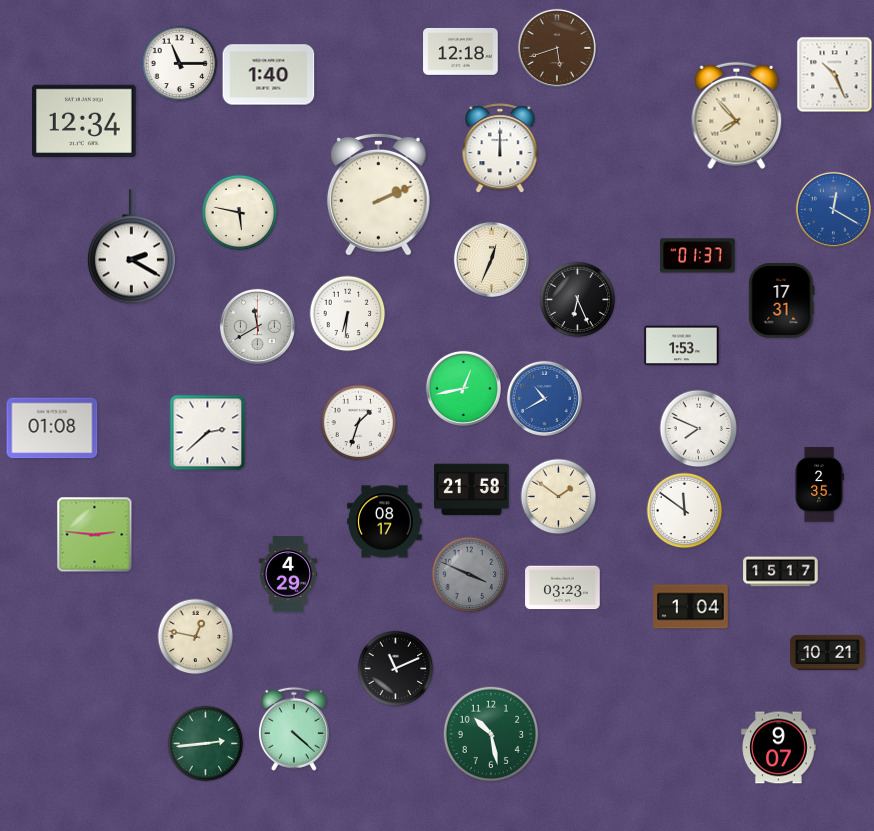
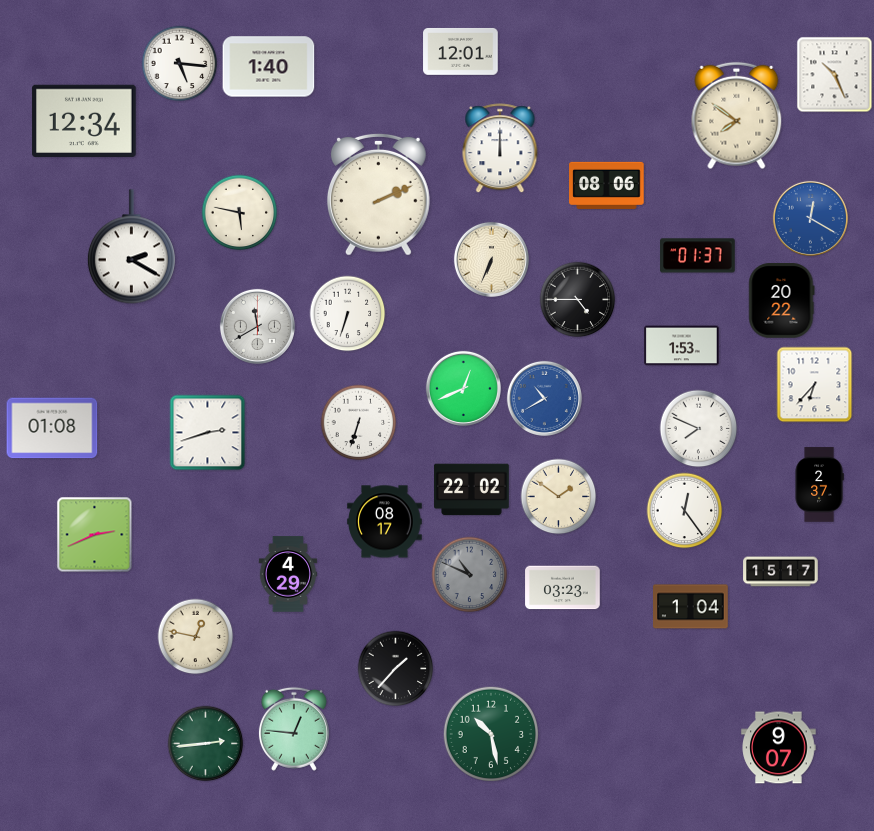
clock at (557, 48): 5:42 -> none
clock at (461, 52): 12:18 -> 12:01
clock at (180, 64): 11:15 -> 5:16
clock at (269, 75) position: (269, 75) -> (269, 67)
clock at (737, 116): 7:53 -> 7:51
clock at (607, 185): none -> 08:06
clock at (833, 209) position: (833, 209) -> (810, 218)
clock at (491, 259): 12:34 -> 6:34
clock at (578, 300): 6:26 -> 4:45
clock at (782, 301): 17:31 -> 20:22
clock at (348, 314): 6:31 -> 6:33
clock at (815, 385): none -> 6:37
clock at (463, 388): 12:43 -> 12:41
clock at (359, 423): 1:33 -> 6:33
clock at (208, 433): 2:38 -> 2:42
clock at (819, 485): 2:35 -> 2:37
clock at (472, 490): 21:58 -> 22:02
clock at (685, 511): 11:51 -> 12:24
clock at (95, 535): 2:46 -> 2:41
clock at (470, 575): 3:49 -> 10:49
clock at (828, 652): 10:21 -> none
clock at (396, 669): 11:11 -> 1:37
clock at (294, 729): 4:22 -> 12:46
